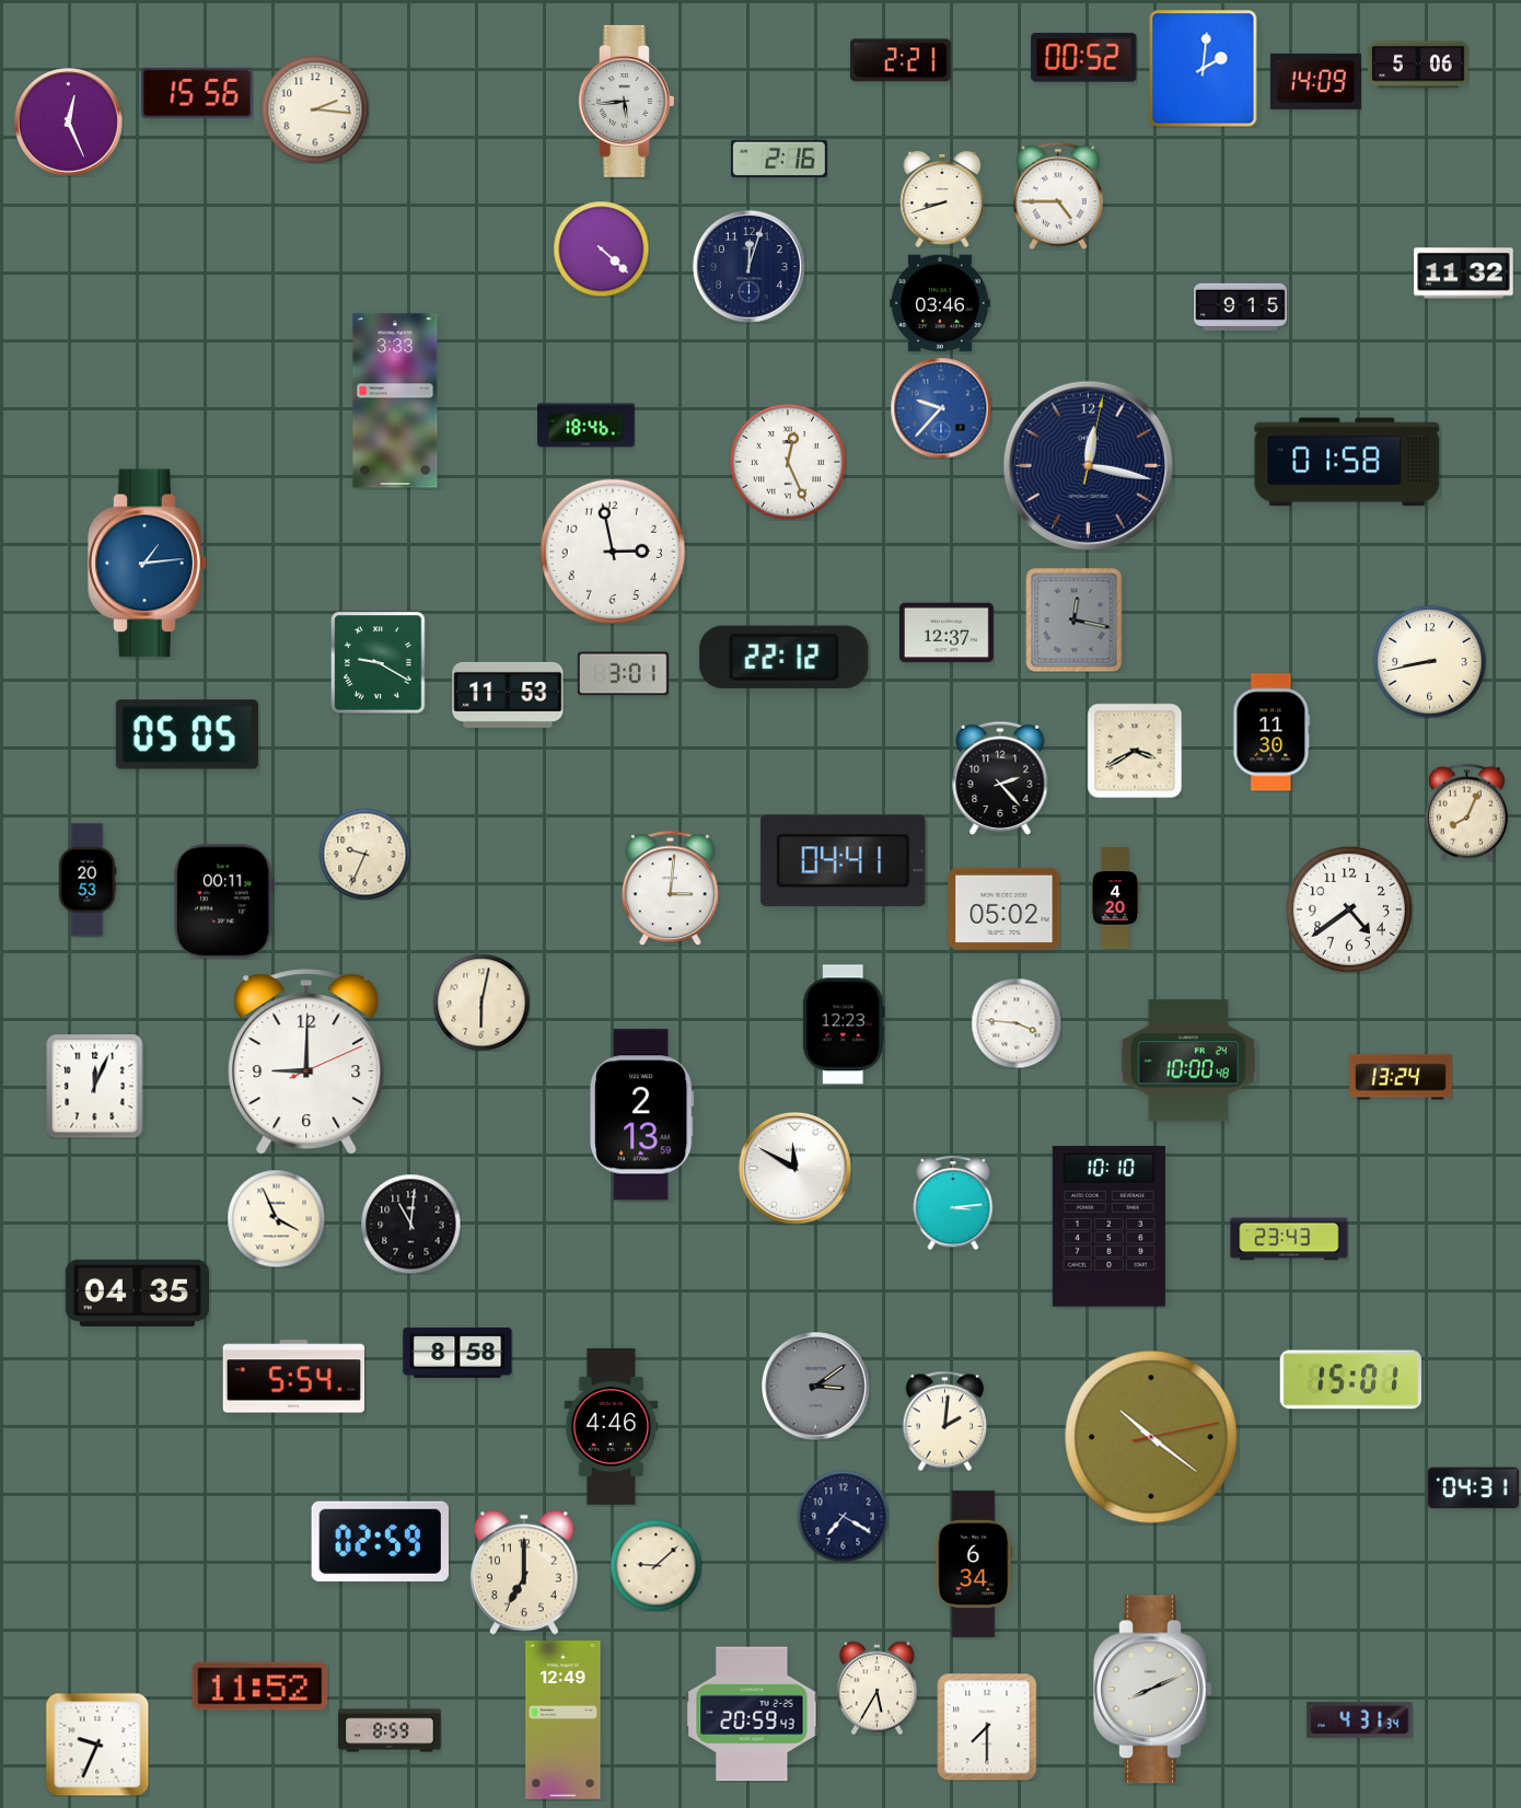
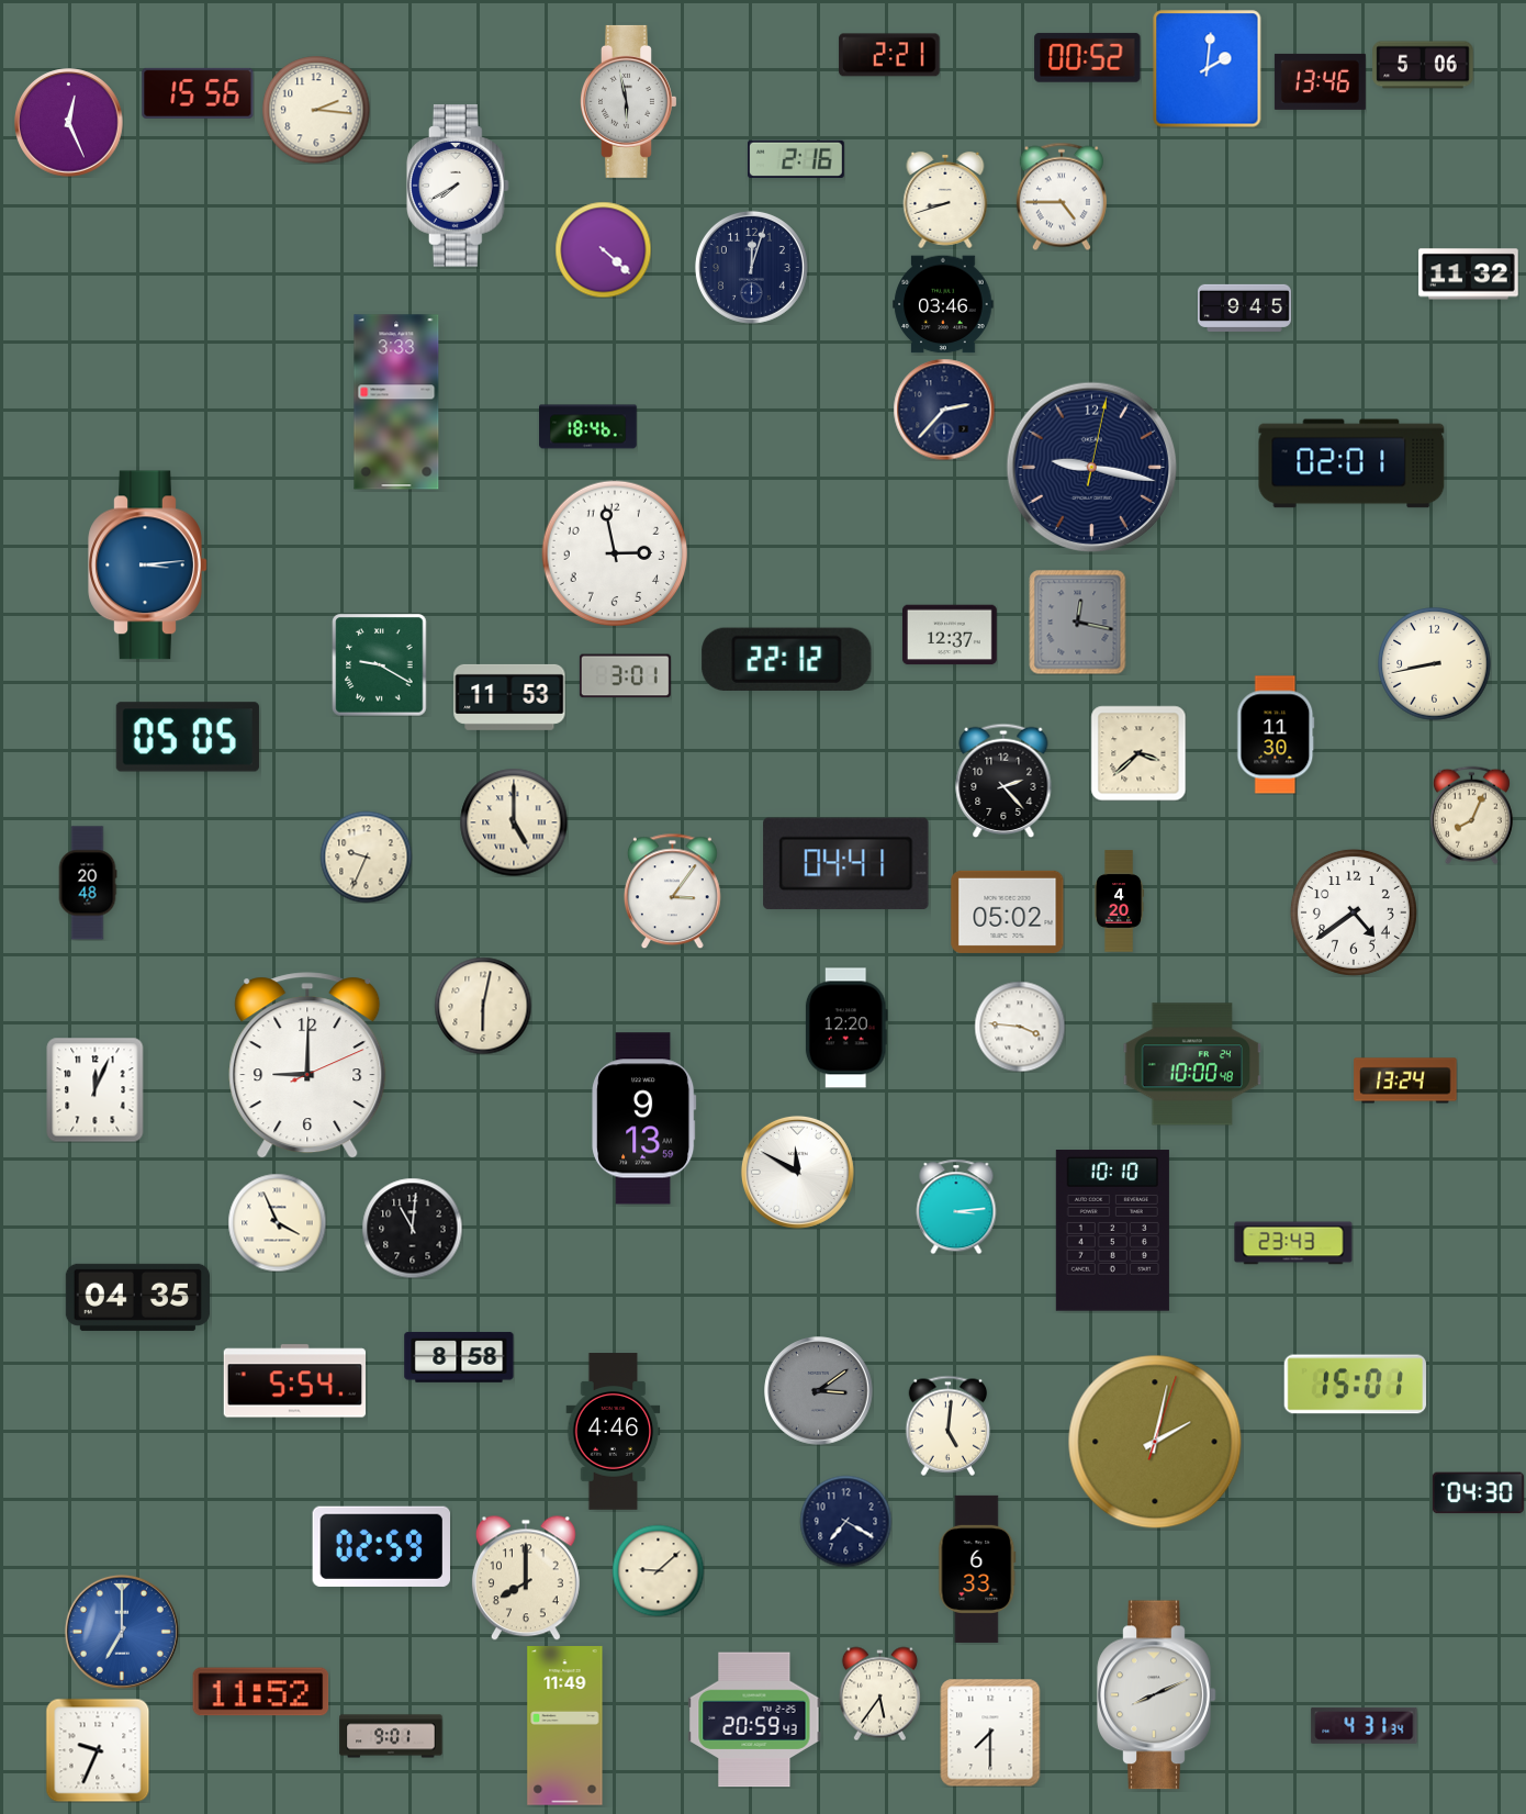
clock at (901, 60) position: (901, 60) -> (889, 55)
clock at (1315, 81): 14:09 -> 13:46
clock at (627, 101): 5:44 -> 5:58
clock at (780, 158) position: (780, 158) -> (797, 158)
clock at (458, 186): none -> 7:40
clock at (1241, 306): 9:15 -> 9:45
clock at (941, 408): 9:37 -> 2:37
clock at (941, 408) dial: blue -> navy
clock at (788, 462): 12:26 -> none
clock at (1347, 462): 01:58 -> 02:01
clock at (1089, 466): 12:17 -> 9:17
clock at (148, 564): 1:14 -> 3:14
clock at (1135, 751): 3:40 -> 3:38
clock at (514, 822): none -> 5:00
clock at (88, 880): 20:53 -> 20:48
clock at (670, 888): 3:01 -> 3:06
clock at (223, 902): 00:11 -> none
clock at (844, 1024): 12:23 -> 12:20
clock at (642, 1115): 2:13 -> 9:13
clock at (945, 1421): 2:01 -> 5:01
clock at (1151, 1437): 10:21 -> 2:02
clock at (1473, 1488): 04:31 -> 04:30
clock at (974, 1564): 6:34 -> 6:33
clock at (524, 1573): 7:00 -> 8:00
clock at (122, 1632): none -> 7:00
clock at (876, 1688): 5:35 -> 5:36
clock at (564, 1720): 12:49 -> 11:49
clock at (390, 1730): 8:59 -> 9:01
